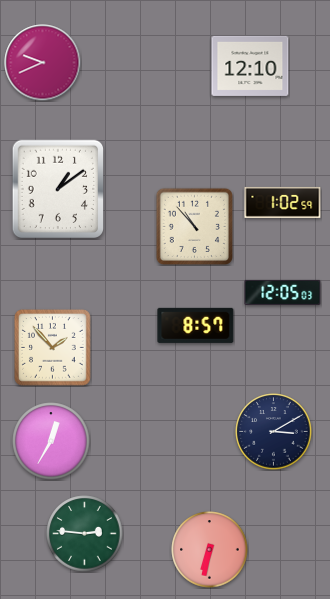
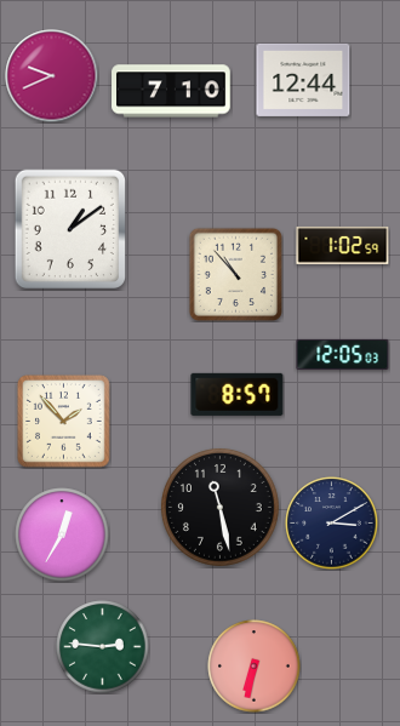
clock at (250, 66): 12:10 -> 12:44
clock at (171, 91): none -> 7:10
clock at (219, 507): none -> 11:28
